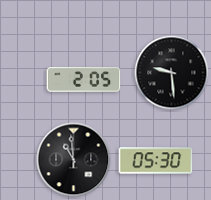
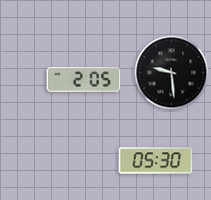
clock at (74, 160): 10:59 -> none
